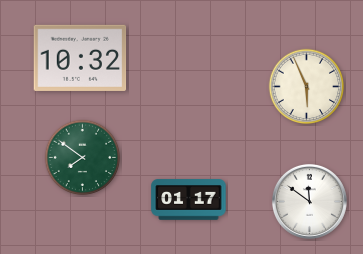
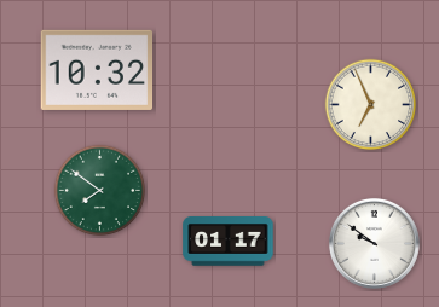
clock at (307, 87): 5:56 -> 6:56
clock at (309, 201): 11:51 -> 9:51
